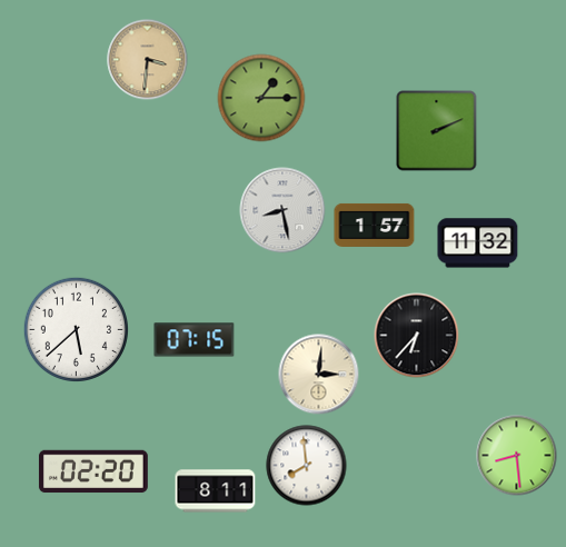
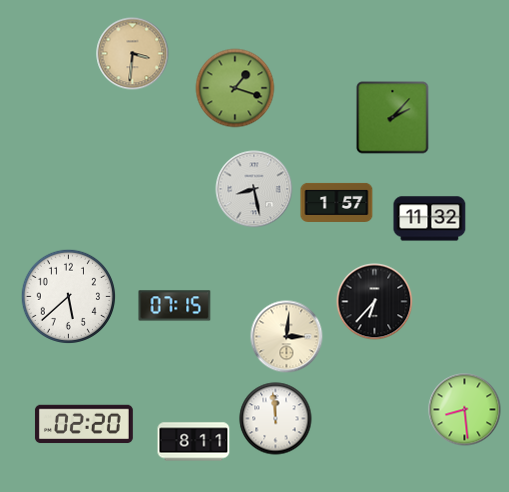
clock at (261, 98): 1:15 -> 1:18
clock at (437, 131): 2:11 -> 2:07
clock at (307, 466): 7:59 -> 11:59
